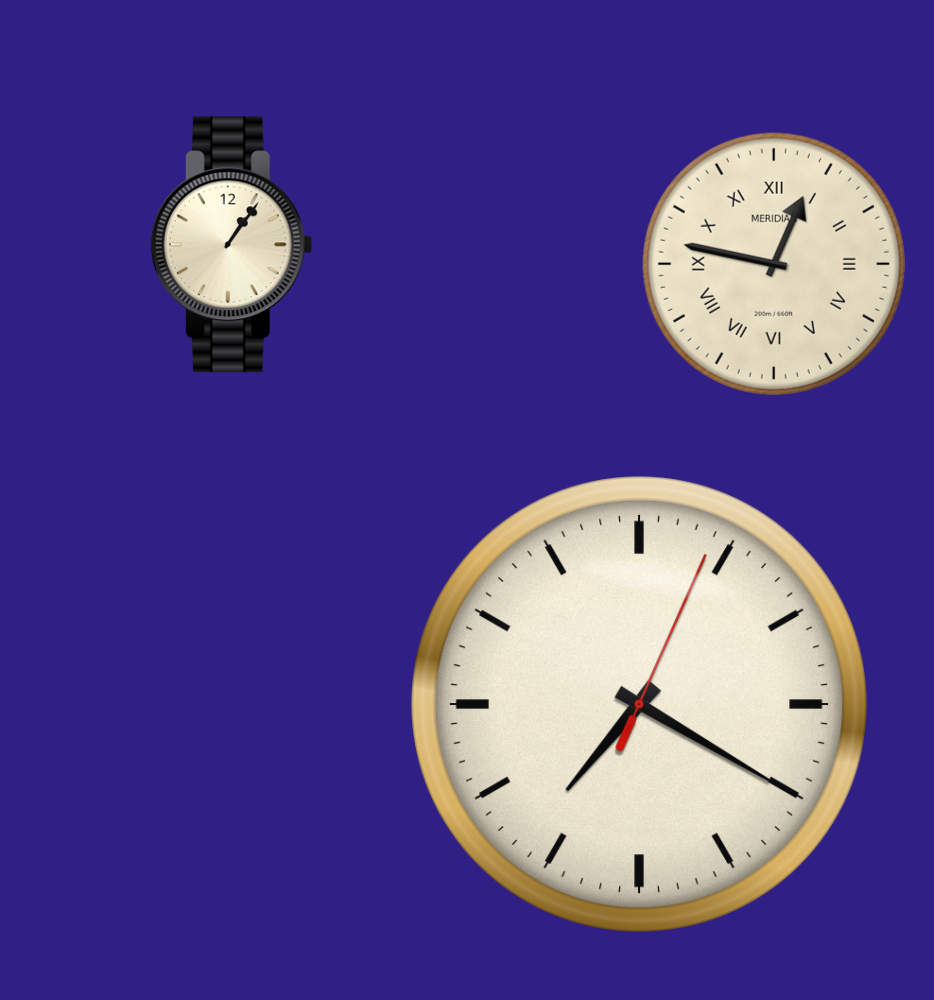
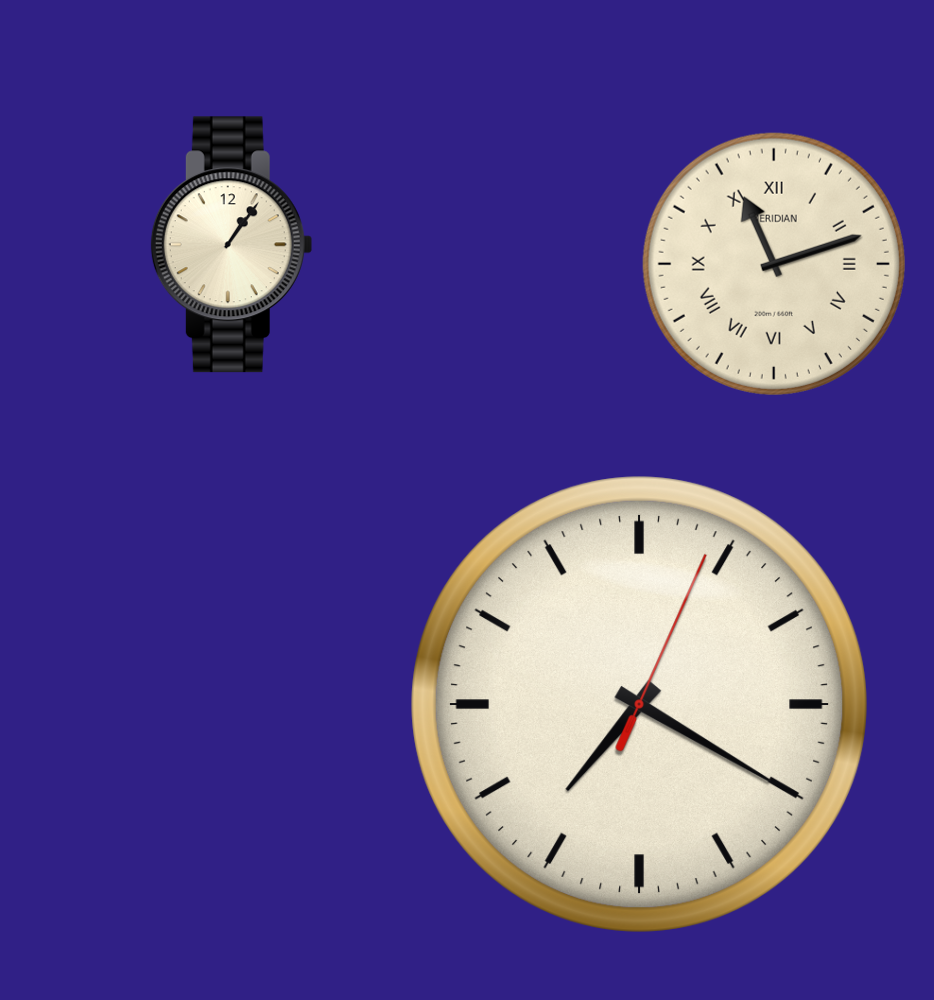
clock at (774, 264): 12:47 -> 11:12
